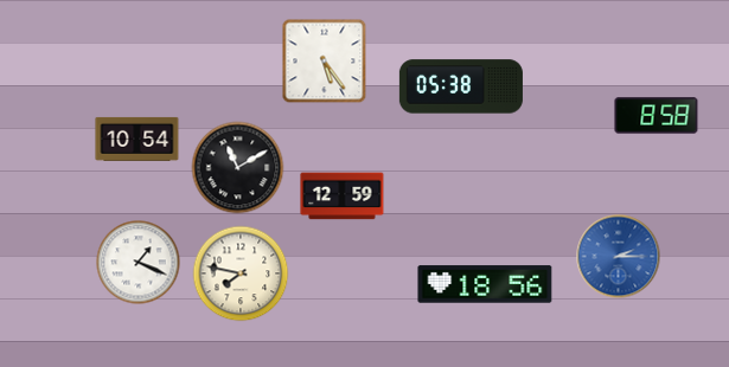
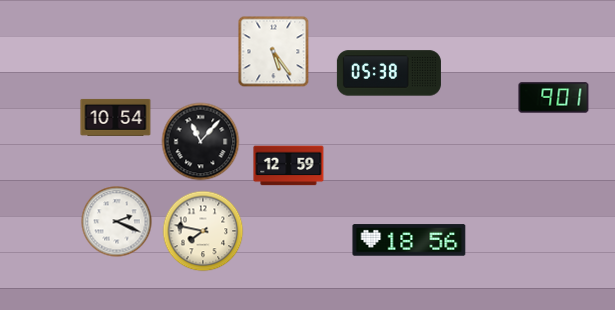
clock at (657, 116): 8:58 -> 9:01
clock at (238, 168): 11:10 -> 11:07
clock at (619, 257): 2:15 -> none
clock at (139, 263): 1:19 -> 2:19
